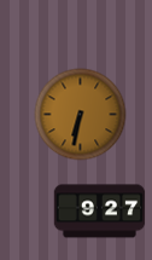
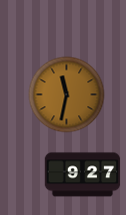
clock at (81, 115): 6:32 -> 11:32
